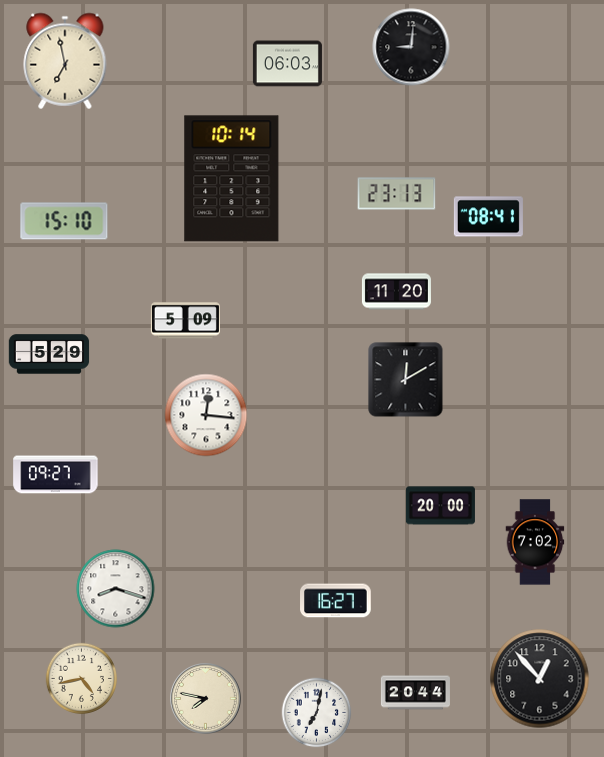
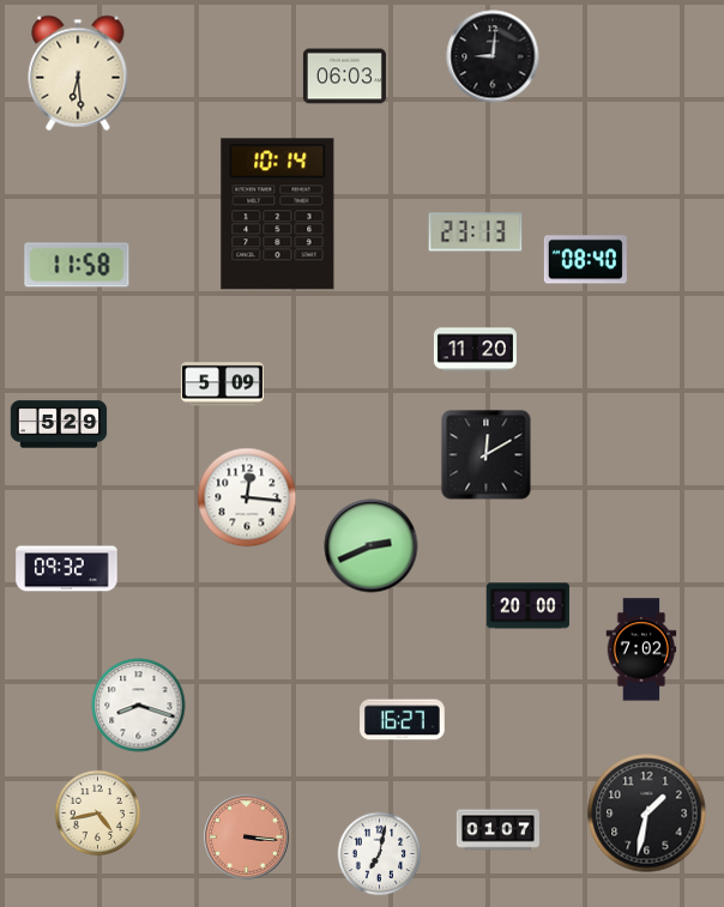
clock at (65, 61): 6:58 -> 6:29
clock at (488, 217): 08:41 -> 08:40
clock at (64, 221): 15:10 -> 11:58
clock at (372, 546): none -> 2:41
clock at (56, 475): 09:27 -> 09:32
clock at (540, 679): 12:53 -> 1:32
clock at (415, 693): 20:44 -> 01:07
clock at (206, 699): 7:47 -> 3:16
clock at (206, 699) dial: cream -> salmon
